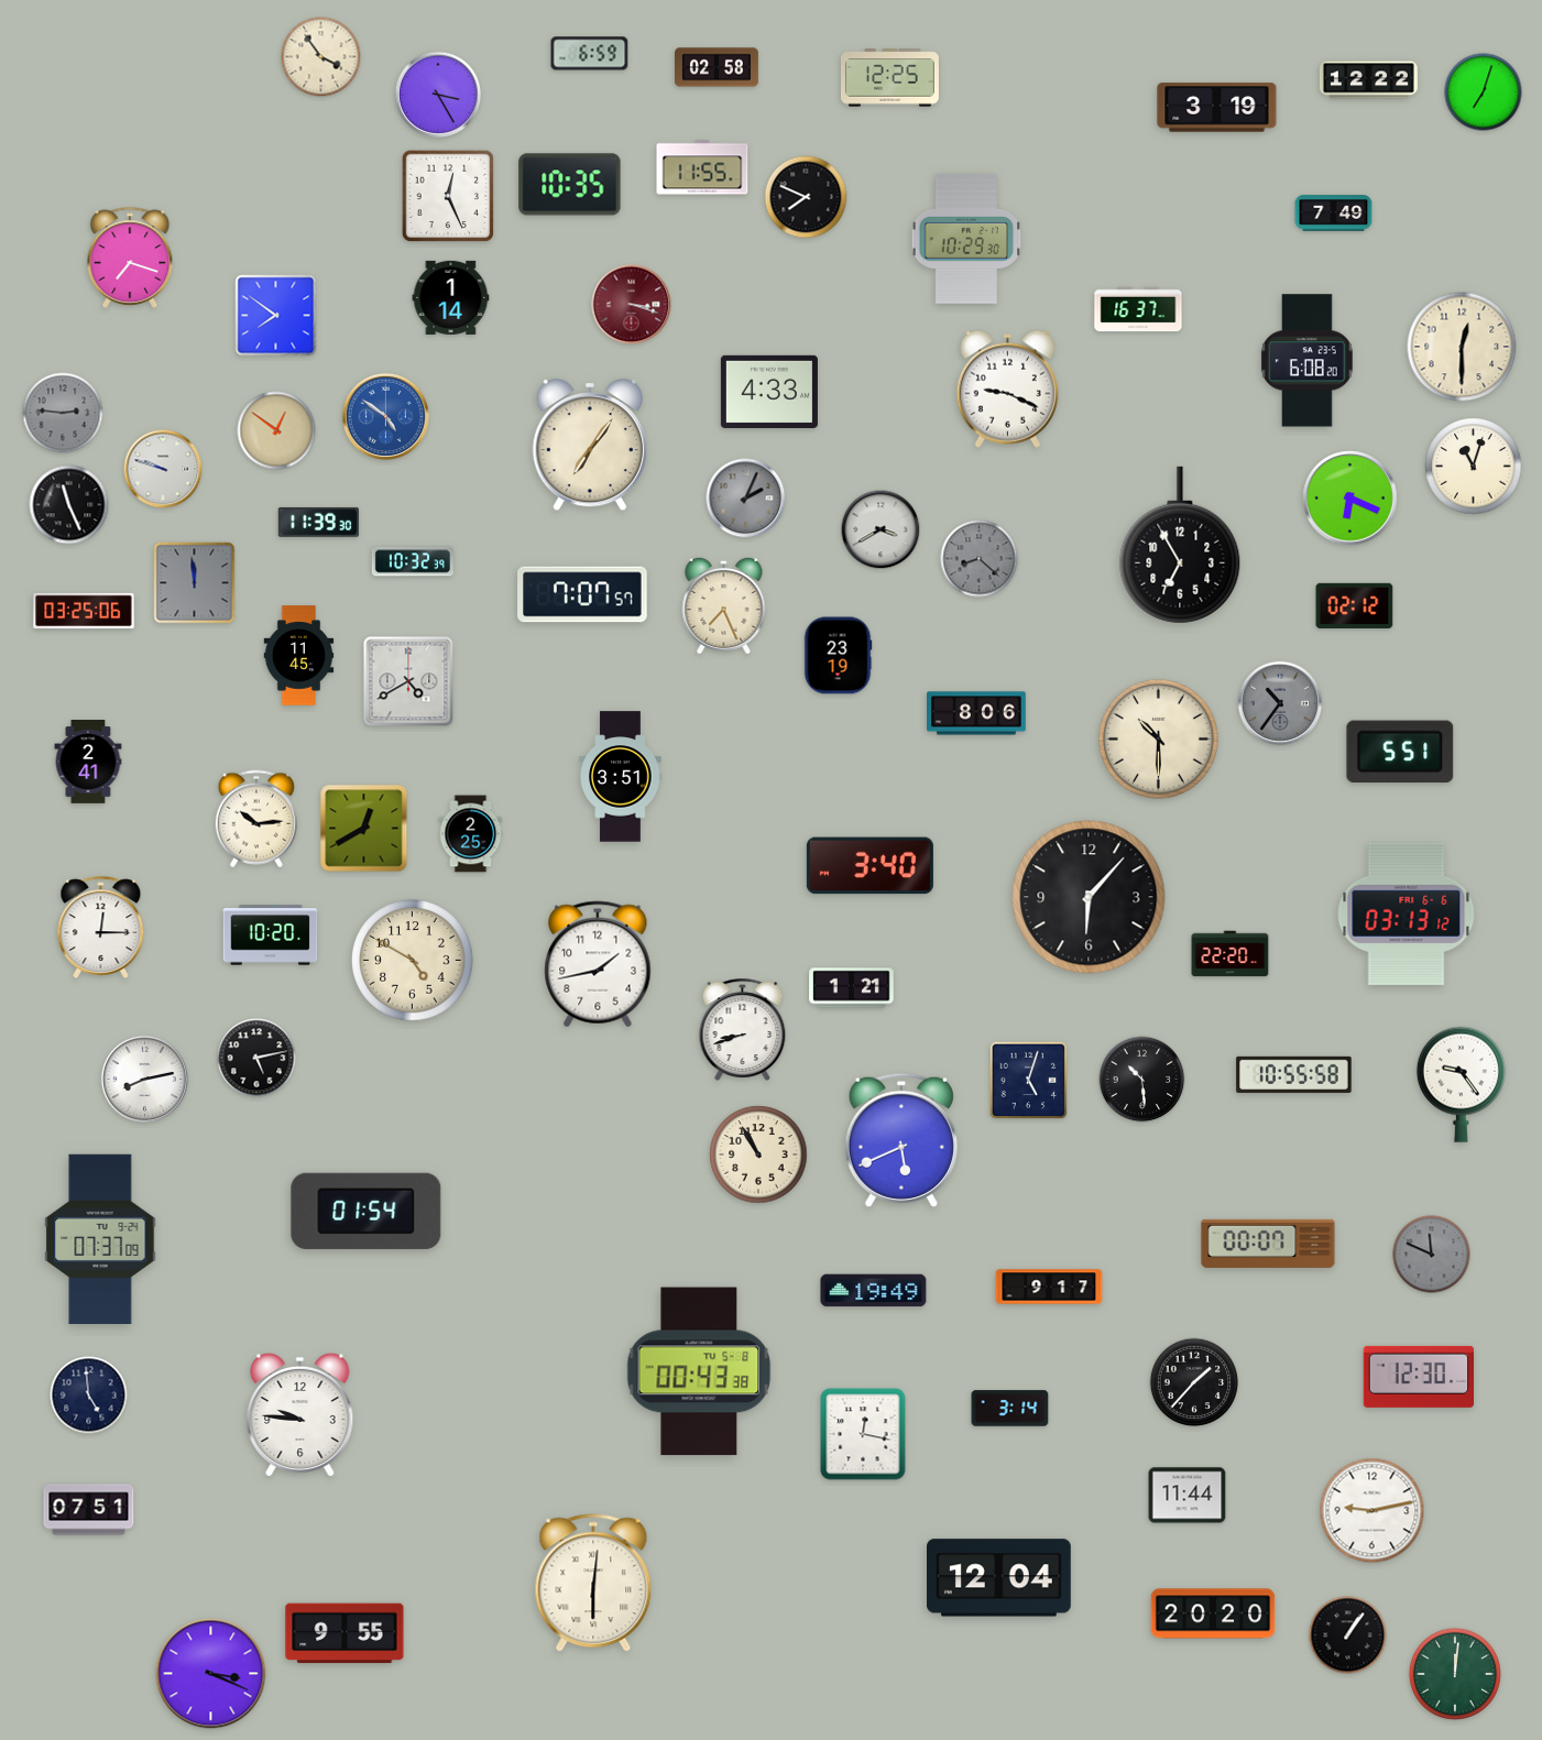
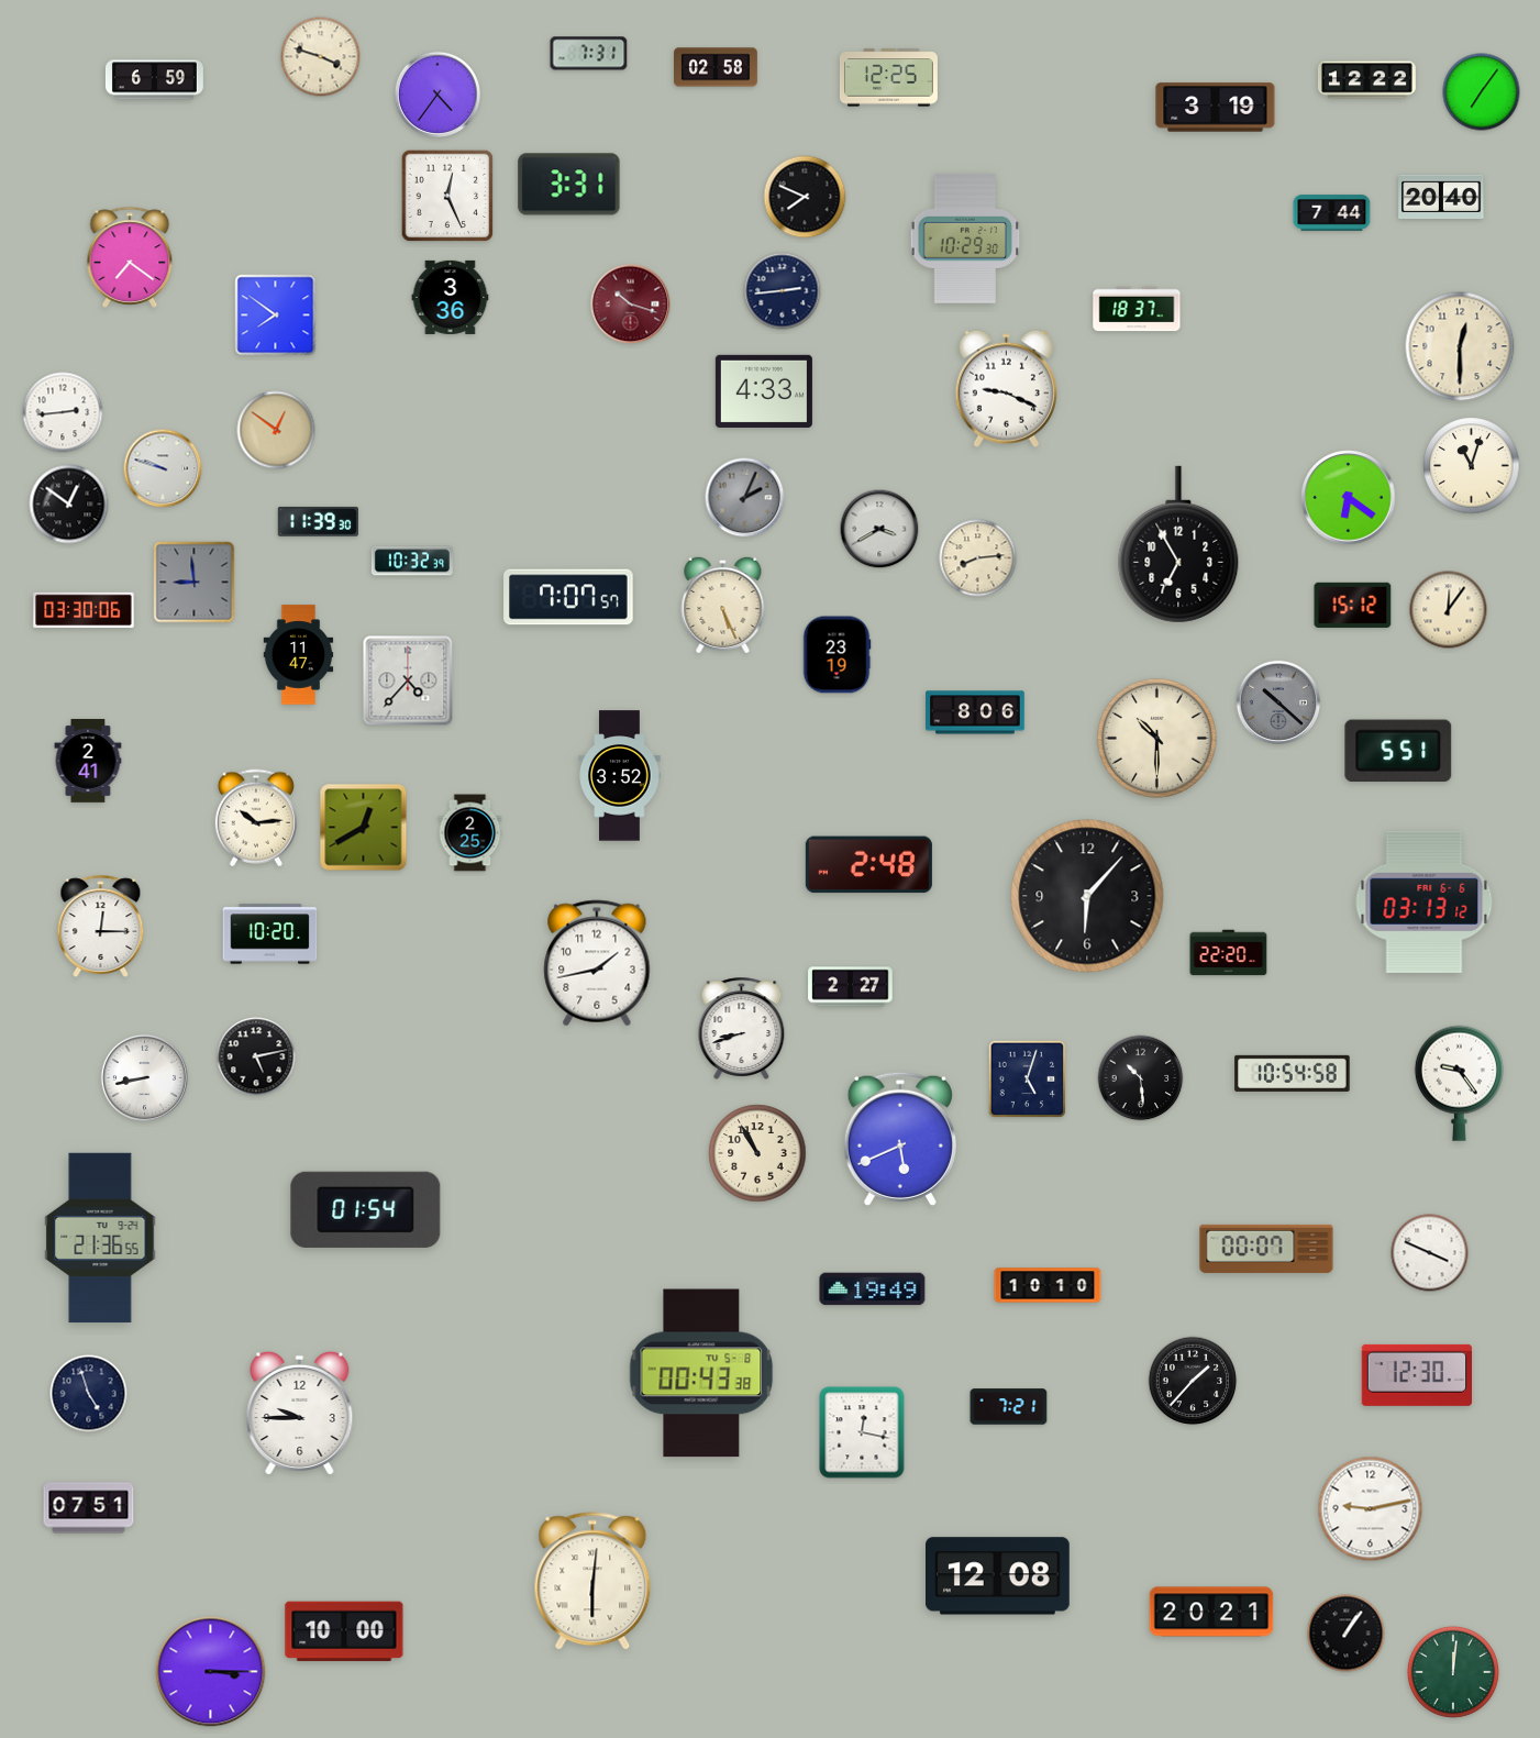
clock at (590, 54): 6:59 -> 7:31
clock at (321, 57): 3:54 -> 3:48
clock at (154, 80): none -> 6:59
clock at (1484, 92): 7:03 -> 7:06
clock at (437, 94): 3:25 -> 4:36
clock at (702, 167): 11:55 -> none
clock at (570, 185): 10:35 -> 3:31
clock at (1441, 197): none -> 20:40
clock at (1334, 214): 7:49 -> 7:44
clock at (130, 258): 7:18 -> 7:21
clock at (783, 291): none -> 2:44
clock at (451, 297): 1:14 -> 3:36
clock at (632, 305): 3:18 -> 10:18
clock at (1138, 309): 16:37 -> 18:37
clock at (1306, 361): 6:08 -> none
clock at (769, 392) position: (769, 392) -> (764, 391)
clock at (63, 413): 2:46 -> 2:44
clock at (63, 413) dial: grey -> white
clock at (385, 416): 4:51 -> none
clock at (590, 445): 7:06 -> none
clock at (1350, 499): 6:19 -> 6:21
clock at (69, 505): 11:26 -> 12:51
clock at (980, 559): 8:22 -> 8:14
clock at (980, 559) dial: grey -> cream
clock at (195, 583): 11:59 -> 8:59
clock at (582, 594) position: (582, 594) -> (568, 597)
clock at (724, 604): 7:26 -> 5:26
clock at (1355, 605): 02:12 -> 15:12
clock at (84, 611): 03:25 -> 03:30
clock at (1449, 610): none -> 12:06
clock at (299, 656): 11:45 -> 11:47
clock at (408, 681): 4:40 -> 4:37
clock at (1280, 703): 10:36 -> 10:22
clock at (621, 777): 3:51 -> 3:52
clock at (870, 866): 3:40 -> 2:48
clock at (1407, 913) position: (1407, 913) -> (1425, 901)
clock at (413, 961): 4:50 -> none
clock at (852, 988): 1:21 -> 2:27
clock at (1294, 1074): 10:55 -> 10:54
clock at (144, 1079): 8:13 -> 8:43
clock at (100, 1239): 07:37 -> 21:36
clock at (1268, 1244) position: (1268, 1244) -> (1266, 1249)
clock at (1432, 1255): 11:49 -> 3:49
clock at (1432, 1255) dial: grey -> white
clock at (1049, 1287): 9:17 -> 10:10
clock at (699, 1371) position: (699, 1371) -> (701, 1373)
clock at (89, 1396): 4:59 -> 4:57
clock at (1010, 1409): 3:14 -> 7:21
clock at (300, 1414): 9:46 -> 9:45
clock at (1188, 1496): 11:44 -> none
clock at (999, 1578): 12:04 -> 12:08
clock at (1213, 1613): 20:20 -> 20:21
clock at (345, 1633): 9:55 -> 10:00
clock at (211, 1674): 3:19 -> 3:15
